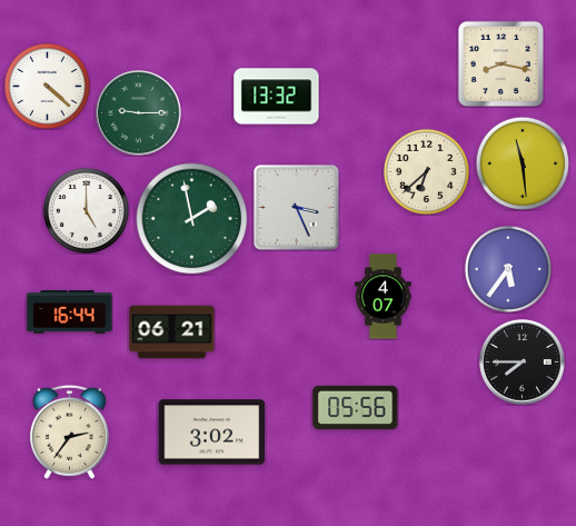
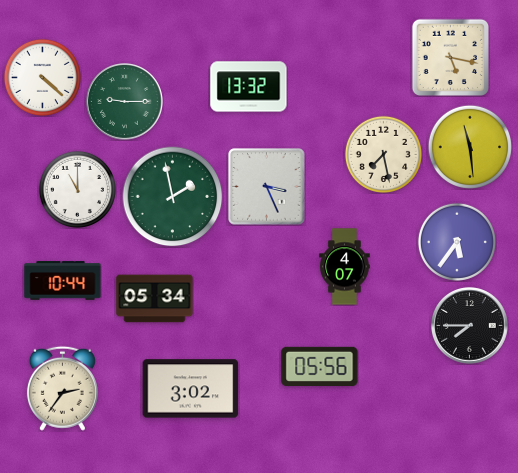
clock at (500, 63): 8:17 -> 5:17
clock at (426, 171): 6:38 -> 7:28
clock at (86, 210): 5:00 -> 11:00
clock at (70, 312): 16:44 -> 10:44
clock at (172, 333): 06:21 -> 05:34
